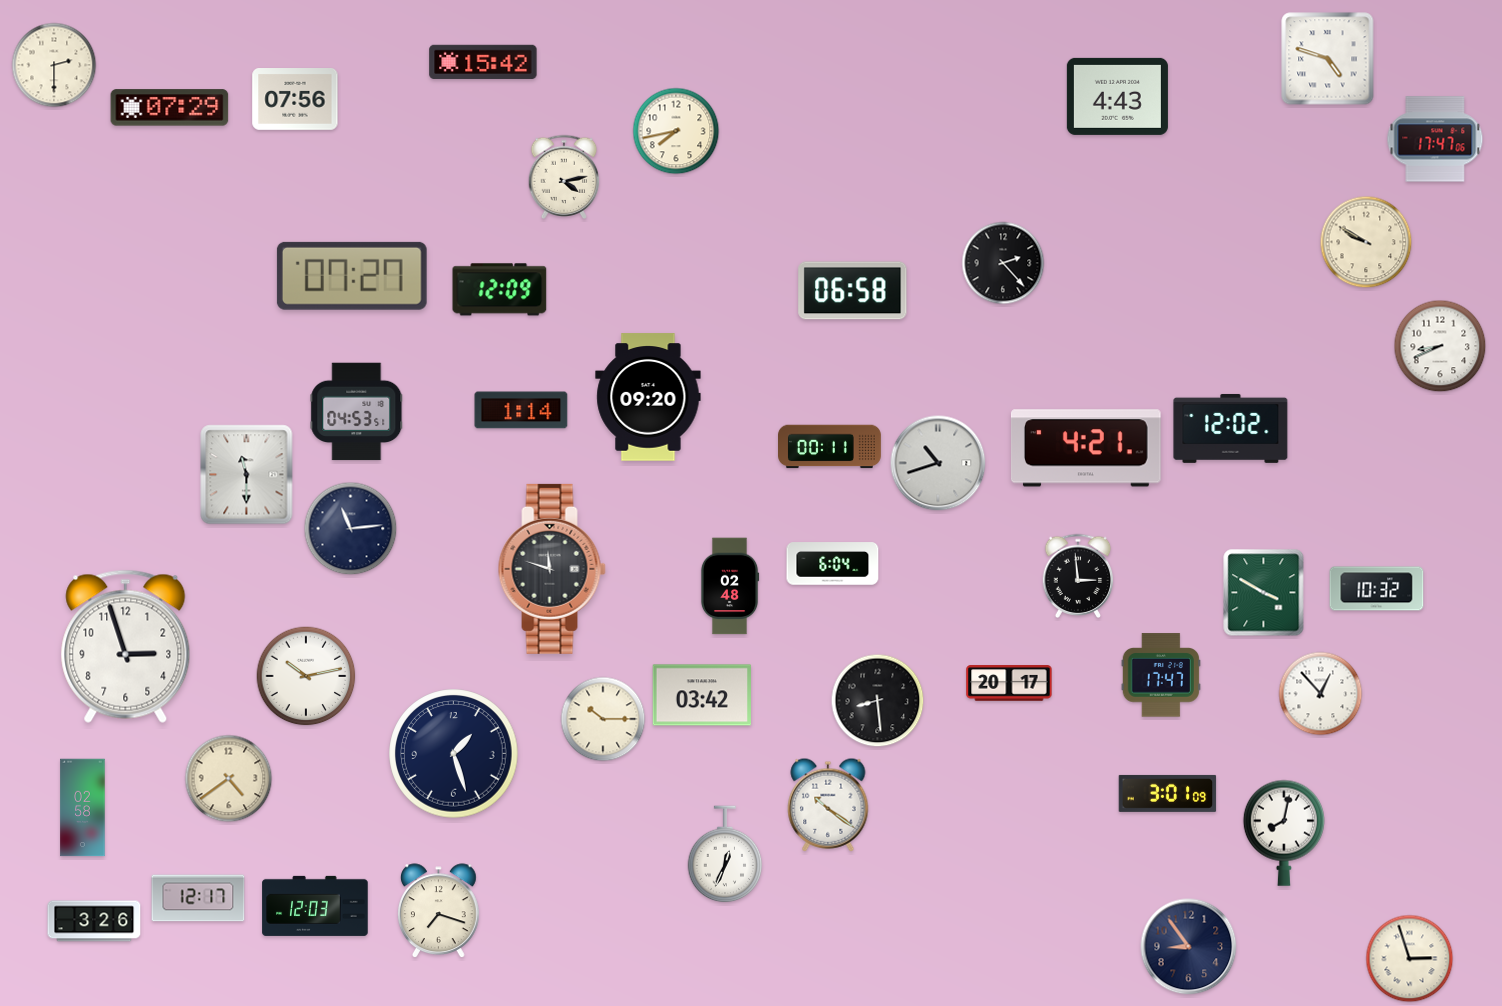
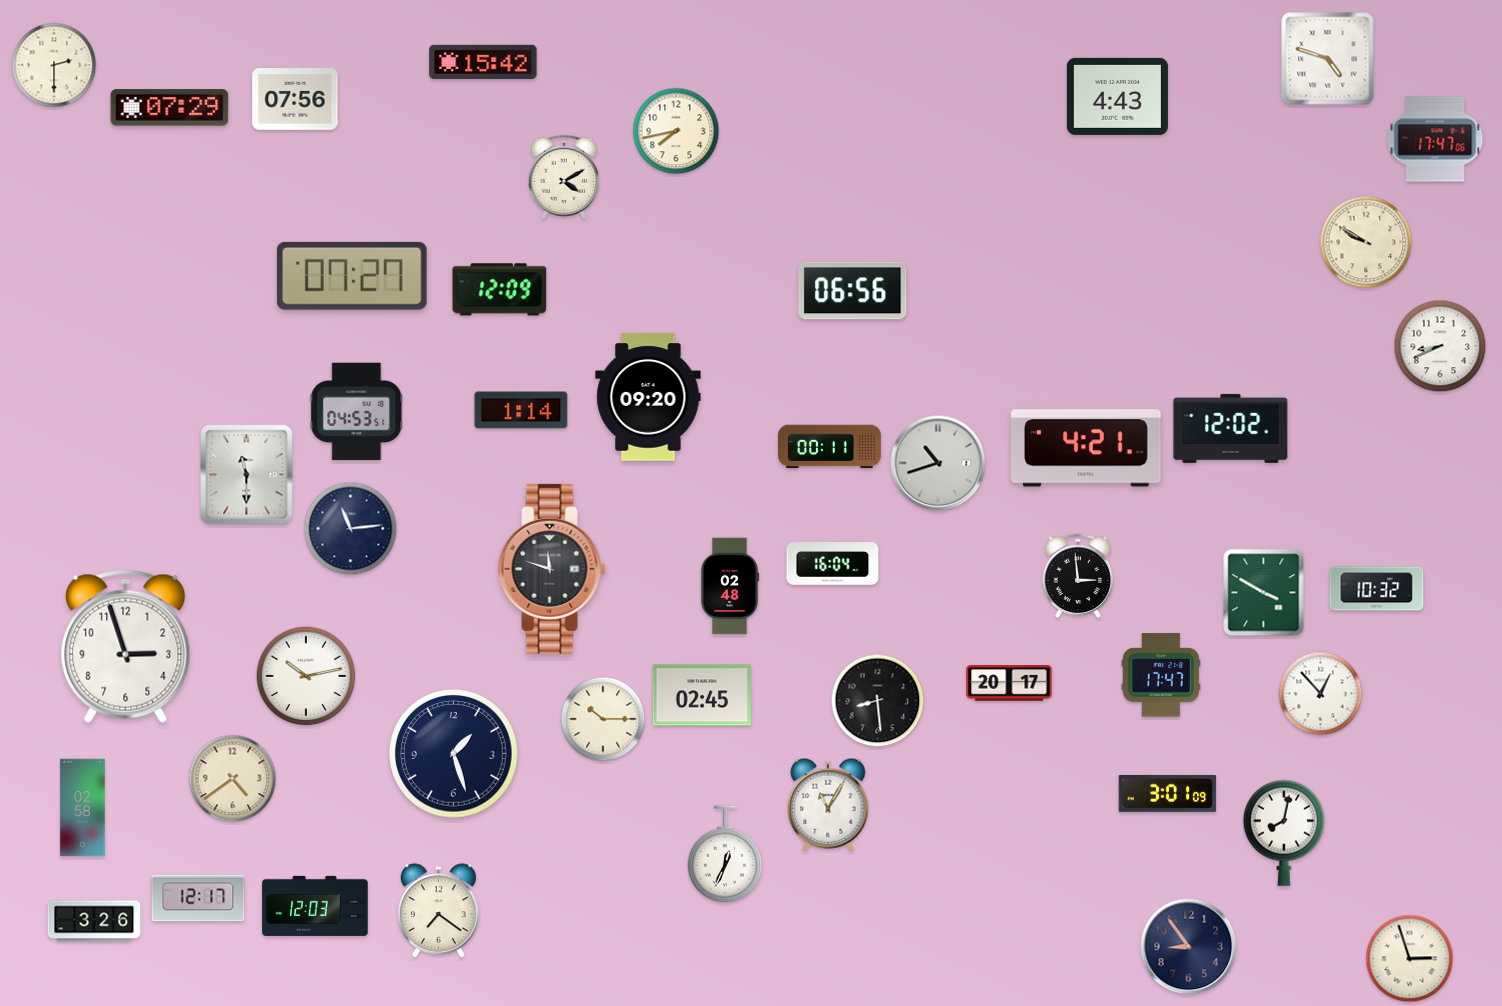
clock at (564, 176): 4:13 -> 4:10
clock at (1003, 263): 2:23 -> none
clock at (853, 291): 06:58 -> 06:56
clock at (833, 564): 6:04 -> 16:04
clock at (702, 695): 03:42 -> 02:45
clock at (229, 779) position: (229, 779) -> (233, 779)
clock at (828, 805): 10:21 -> 11:05
clock at (439, 911): 7:18 -> 7:21
